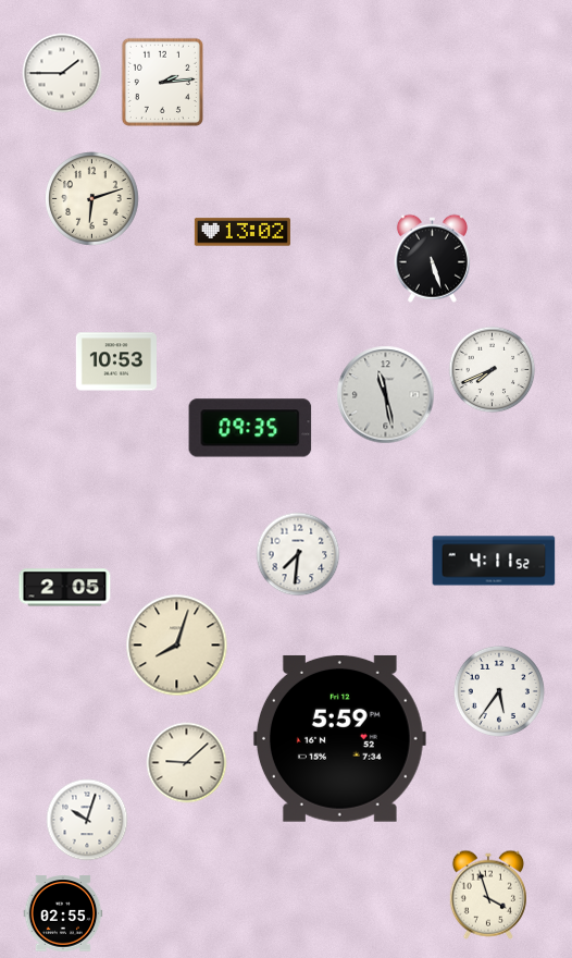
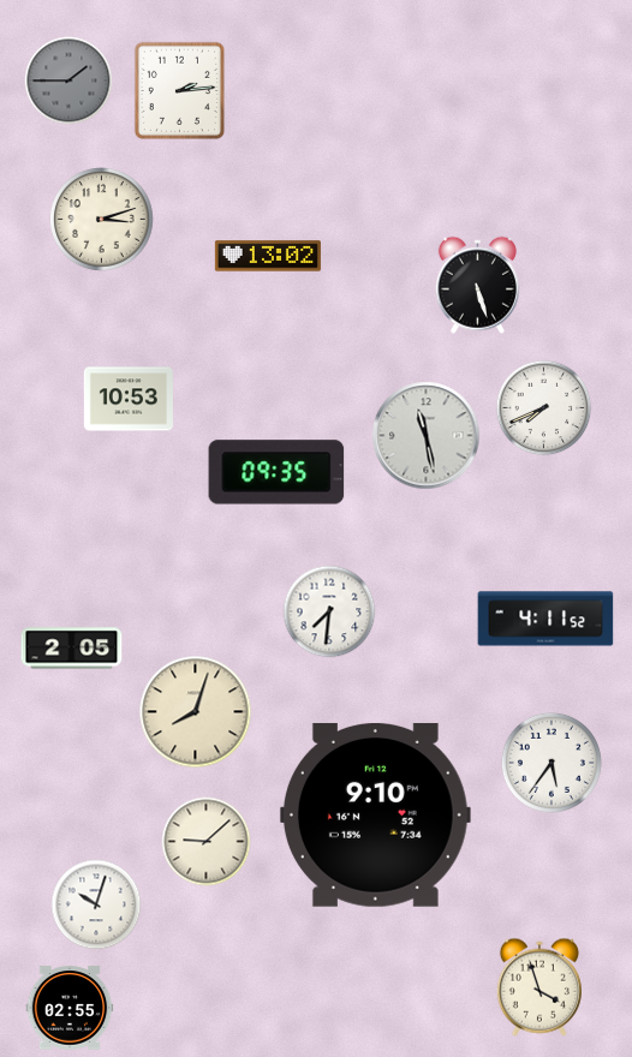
clock at (62, 73) dial: white -> grey
clock at (92, 199): 6:12 -> 3:12
clock at (339, 738): 5:59 -> 9:10
